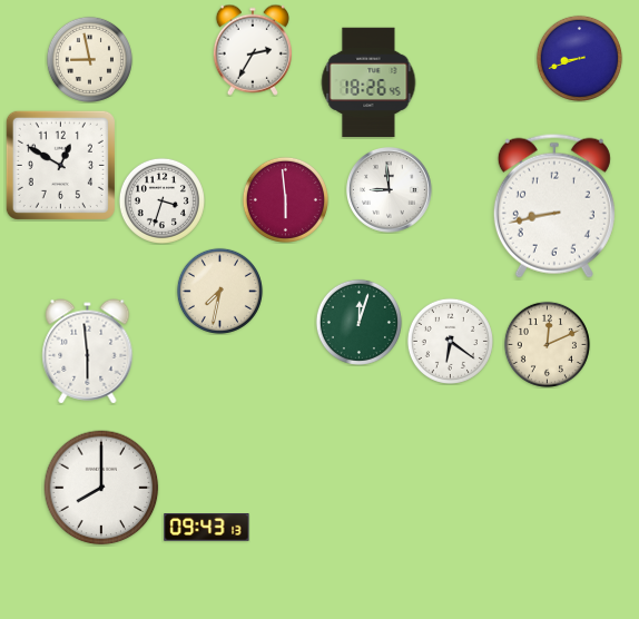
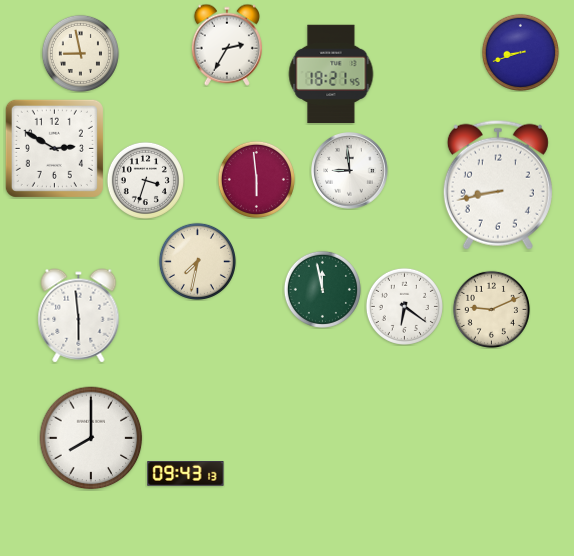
clock at (368, 82): 18:26 -> 18:21
clock at (60, 165): 12:50 -> 2:50
clock at (358, 322): 12:03 -> 11:58
clock at (547, 344): 12:11 -> 9:11
